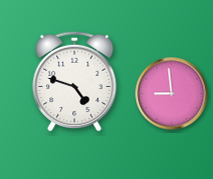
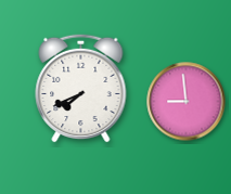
clock at (75, 81): 4:48 -> 7:41
